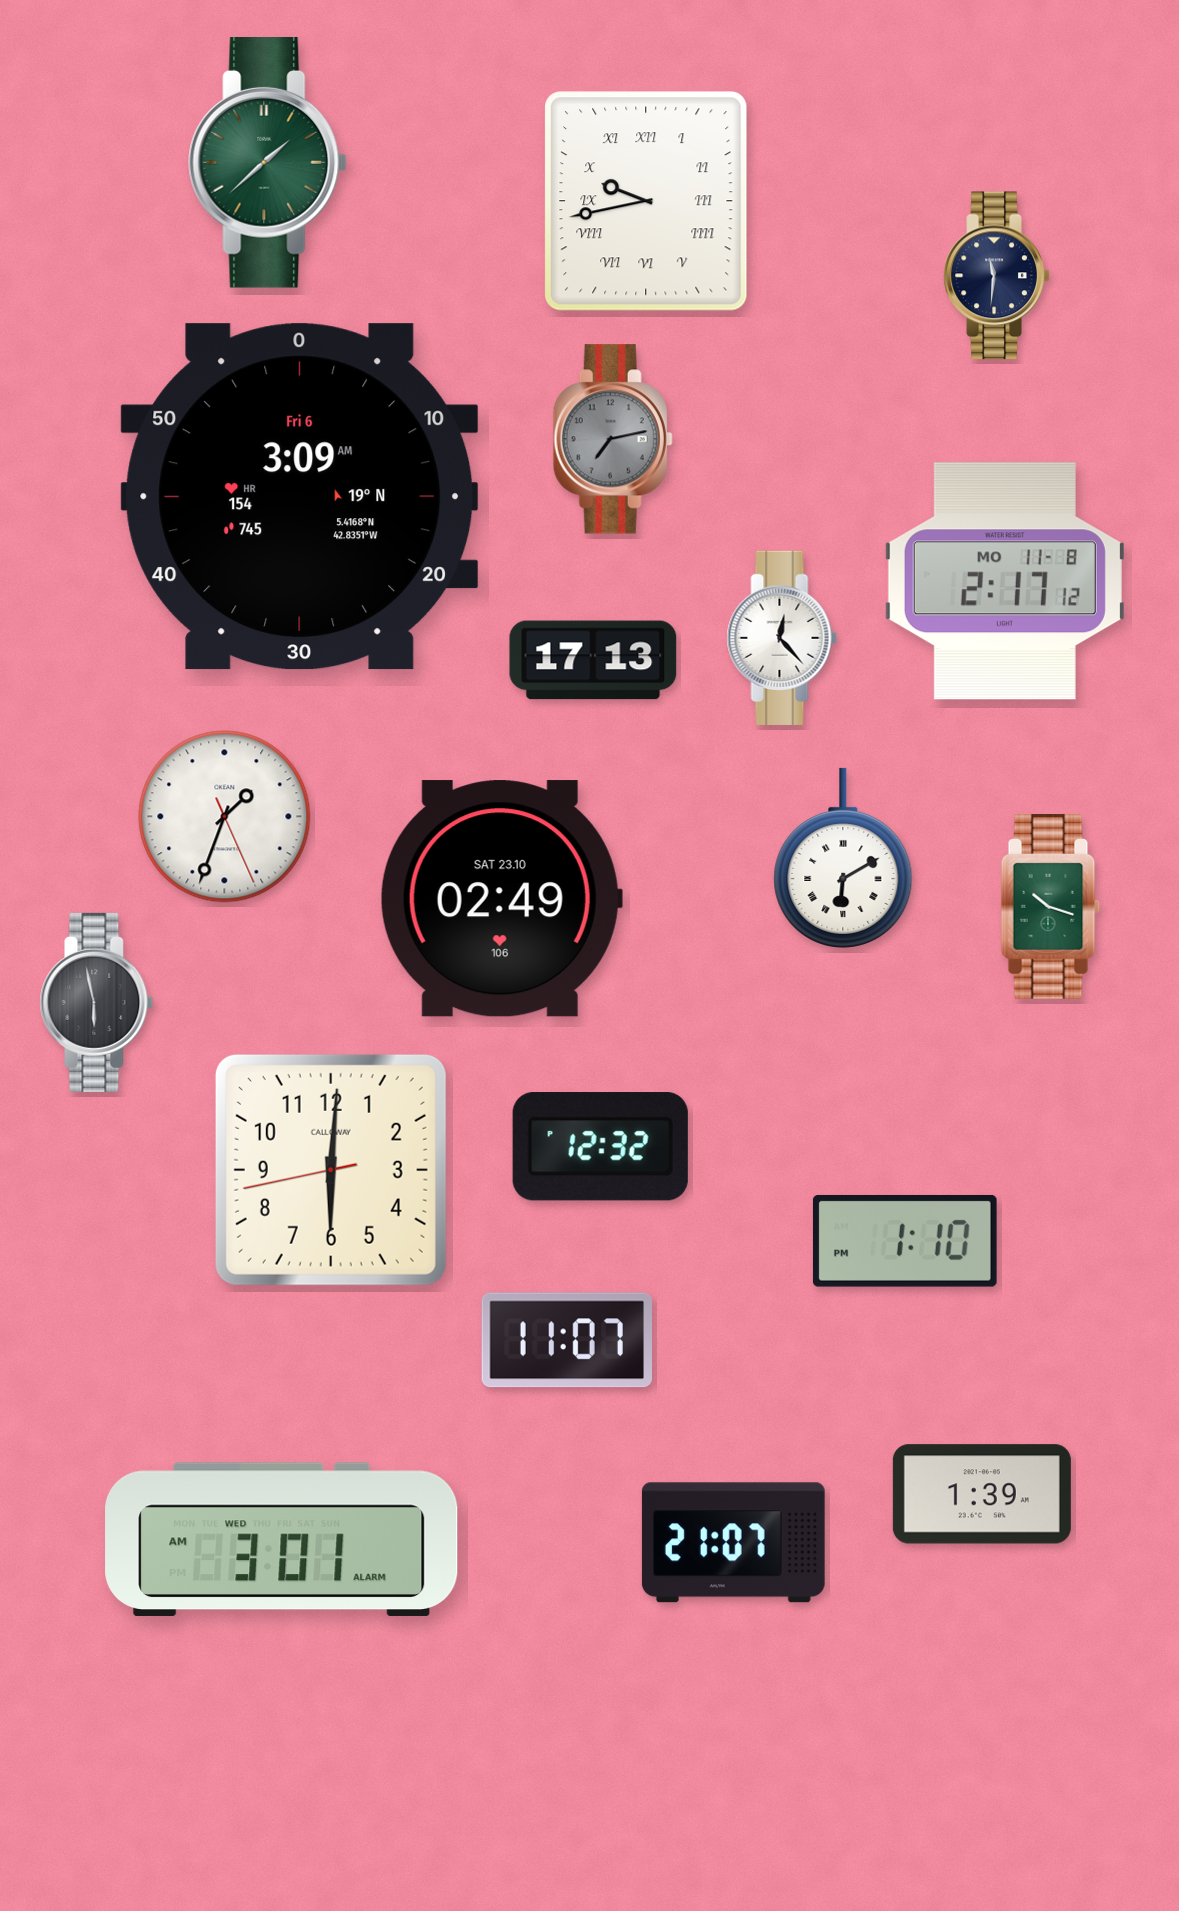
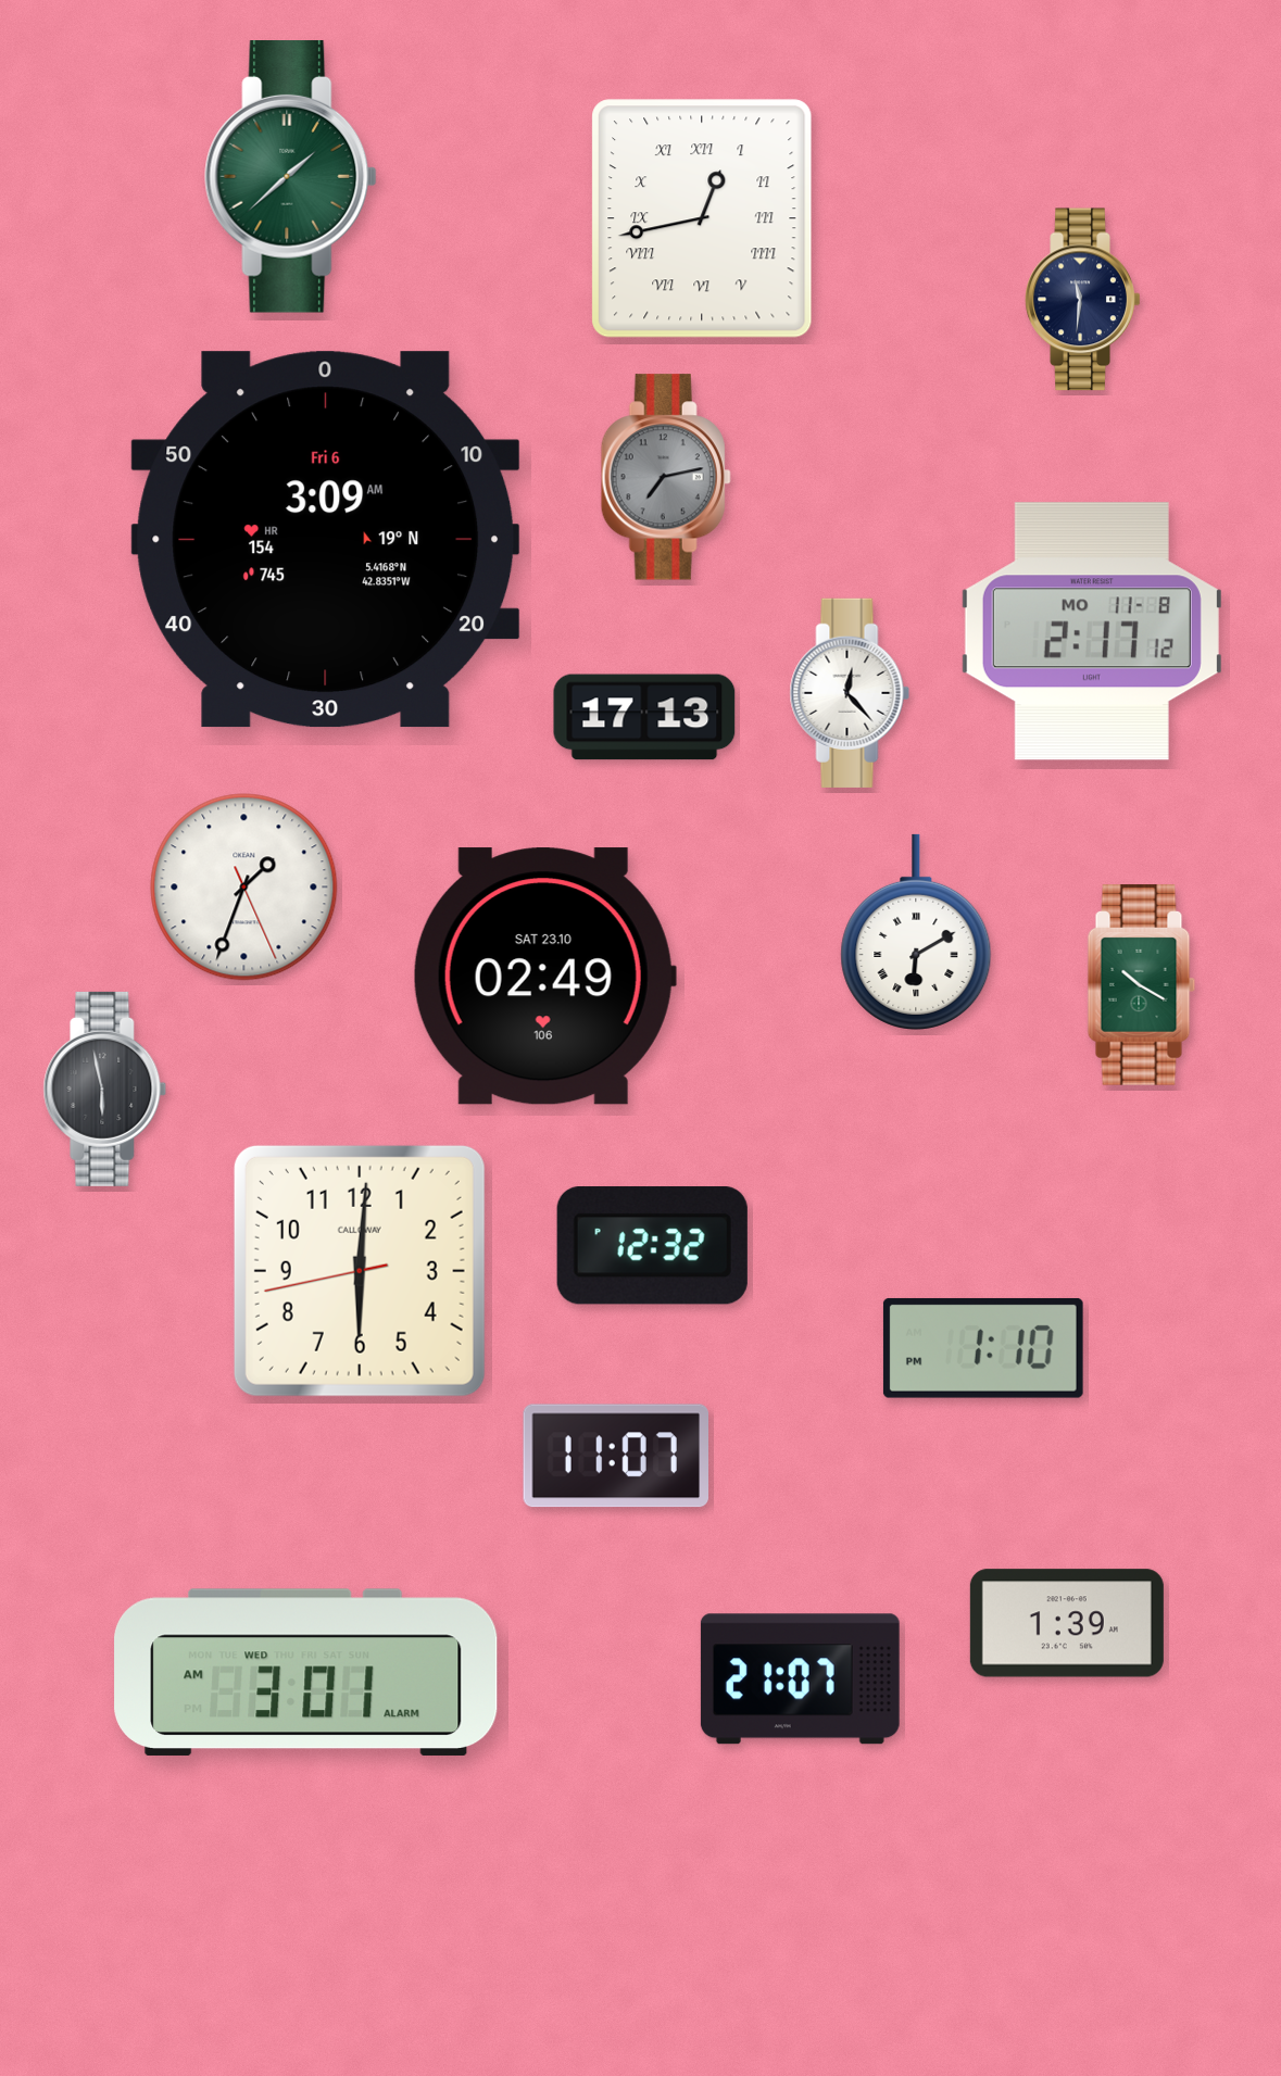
clock at (646, 201): 9:43 -> 12:43
clock at (1051, 907): 10:18 -> 10:20
clock at (733, 1543) position: (733, 1543) -> (800, 1679)
